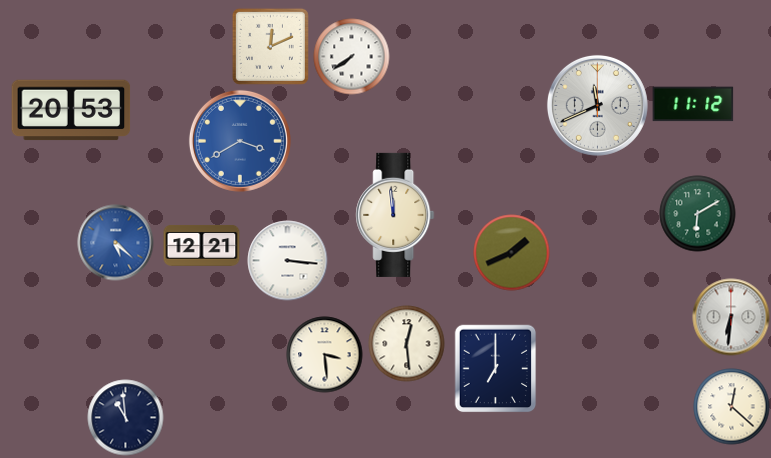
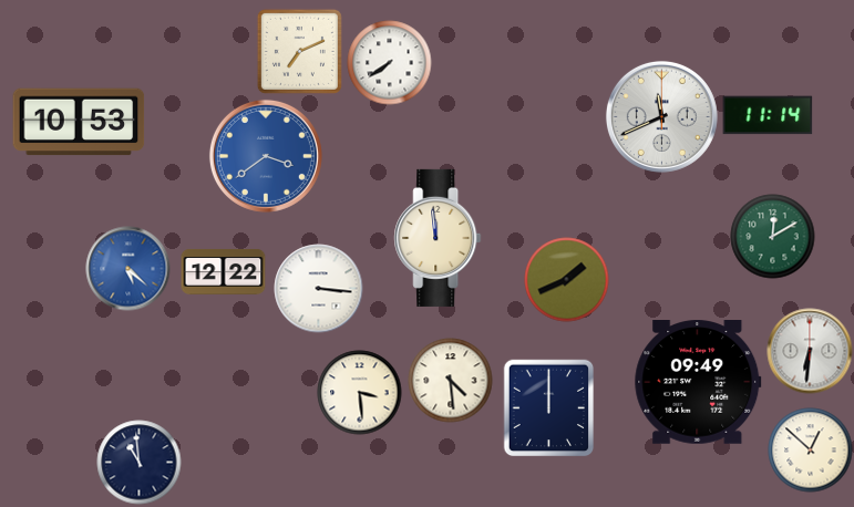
clock at (270, 46): 12:11 -> 7:11
clock at (693, 104): 11:12 -> 11:14
clock at (71, 110): 20:53 -> 10:53
clock at (240, 141): 3:40 -> 3:39
clock at (698, 214): 6:10 -> 12:10
clock at (202, 245): 12:21 -> 12:22
clock at (407, 344): 12:29 -> 4:29
clock at (698, 383): none -> 09:49
clock at (496, 369): 7:00 -> 12:00
clock at (732, 407): 12:22 -> 12:52
